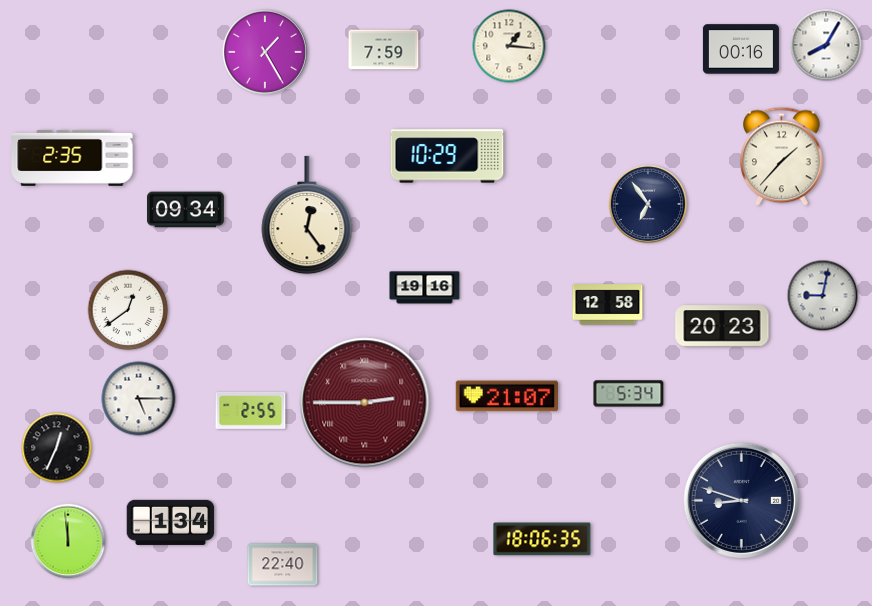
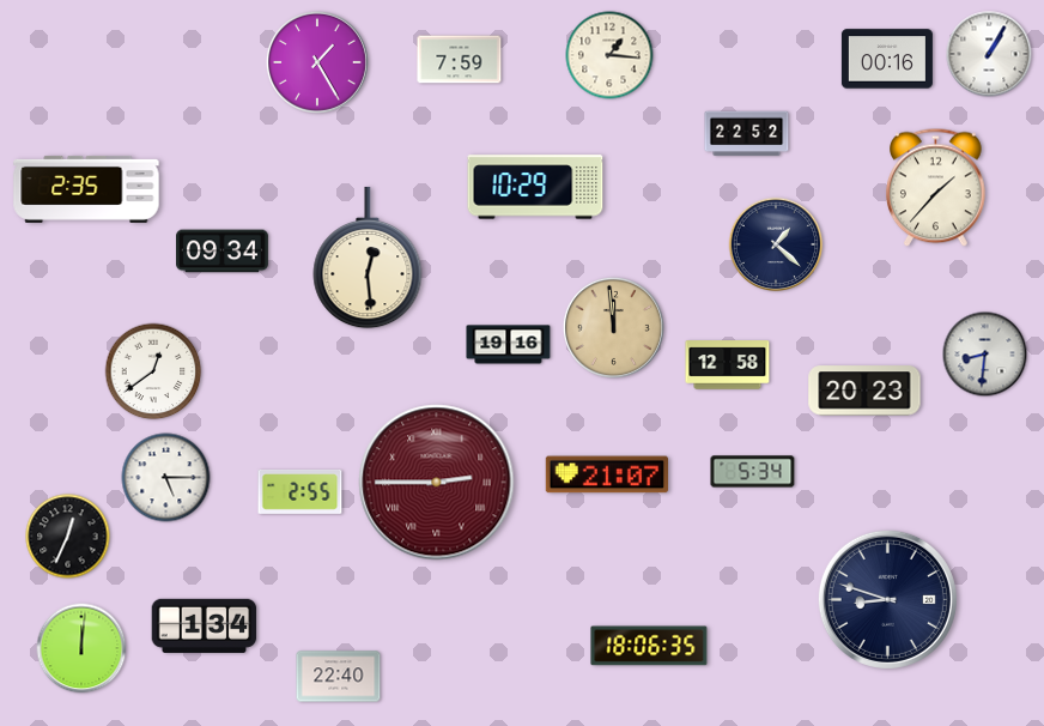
clock at (826, 45): 8:05 -> 1:05
clock at (747, 134): none -> 22:52
clock at (648, 204): 6:54 -> 1:22
clock at (307, 215): 12:24 -> 12:29
clock at (613, 327): none -> 11:59
clock at (823, 296): 9:02 -> 8:31
clock at (68, 541): 11:59 -> 12:01
